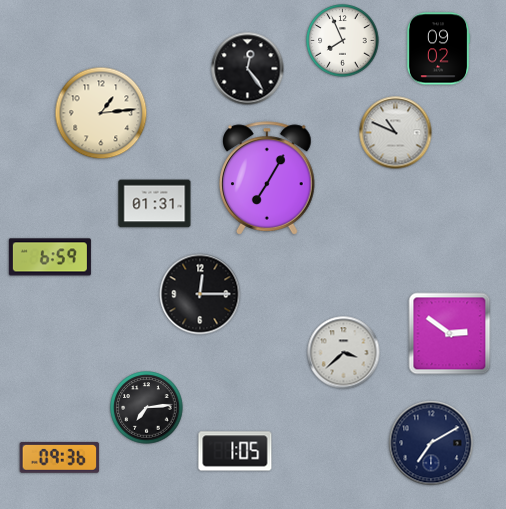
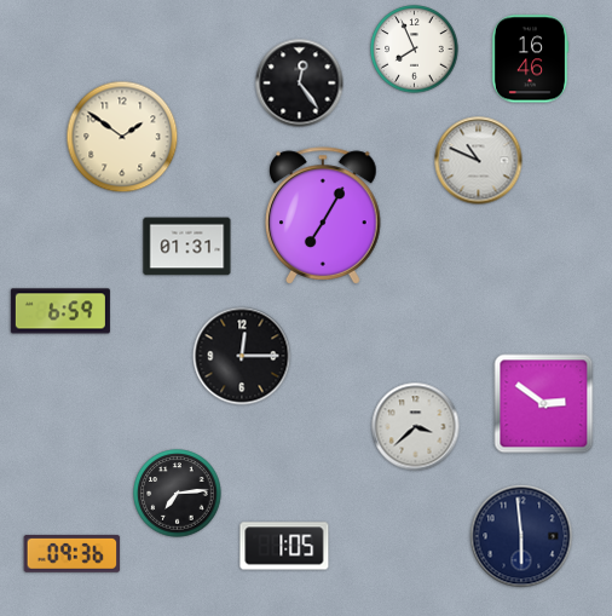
clock at (438, 49): 09:02 -> 16:46
clock at (101, 113): 1:14 -> 1:51
clock at (431, 443): 7:10 -> 5:59
